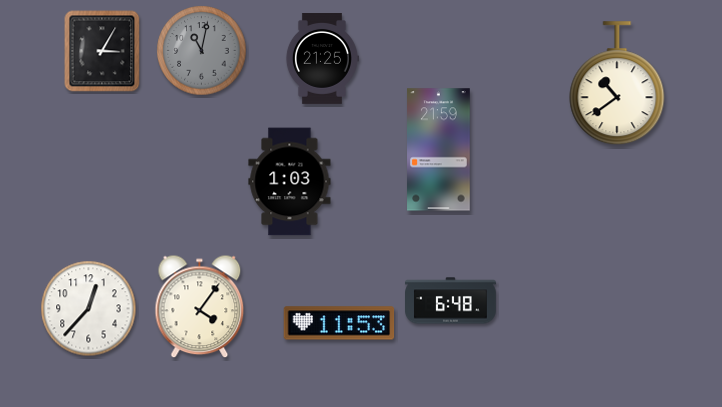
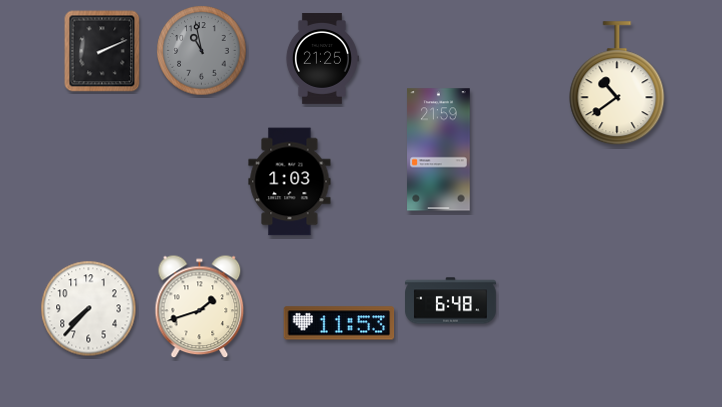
clock at (102, 51): 3:05 -> 2:11
clock at (202, 51): 11:02 -> 10:58
clock at (200, 307): 4:06 -> 1:42
clock at (89, 309): 12:37 -> 7:37
